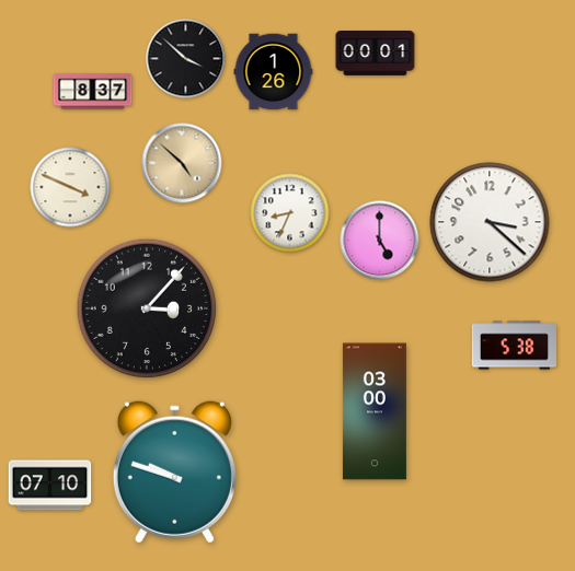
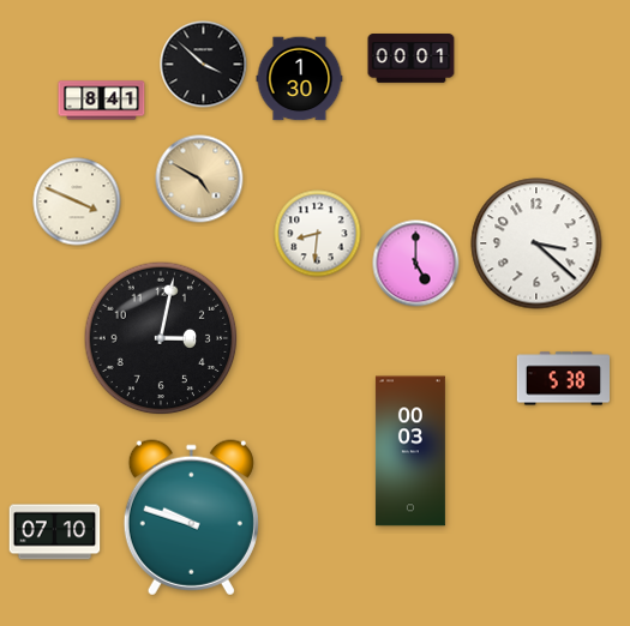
clock at (274, 72): 1:26 -> 1:30
clock at (93, 92): 8:37 -> 8:41
clock at (182, 163): 4:52 -> 4:50
clock at (70, 187) position: (70, 187) -> (77, 201)
clock at (290, 213): 8:34 -> 8:31
clock at (147, 308): 3:07 -> 3:02
clock at (375, 411): 03:00 -> 00:03
